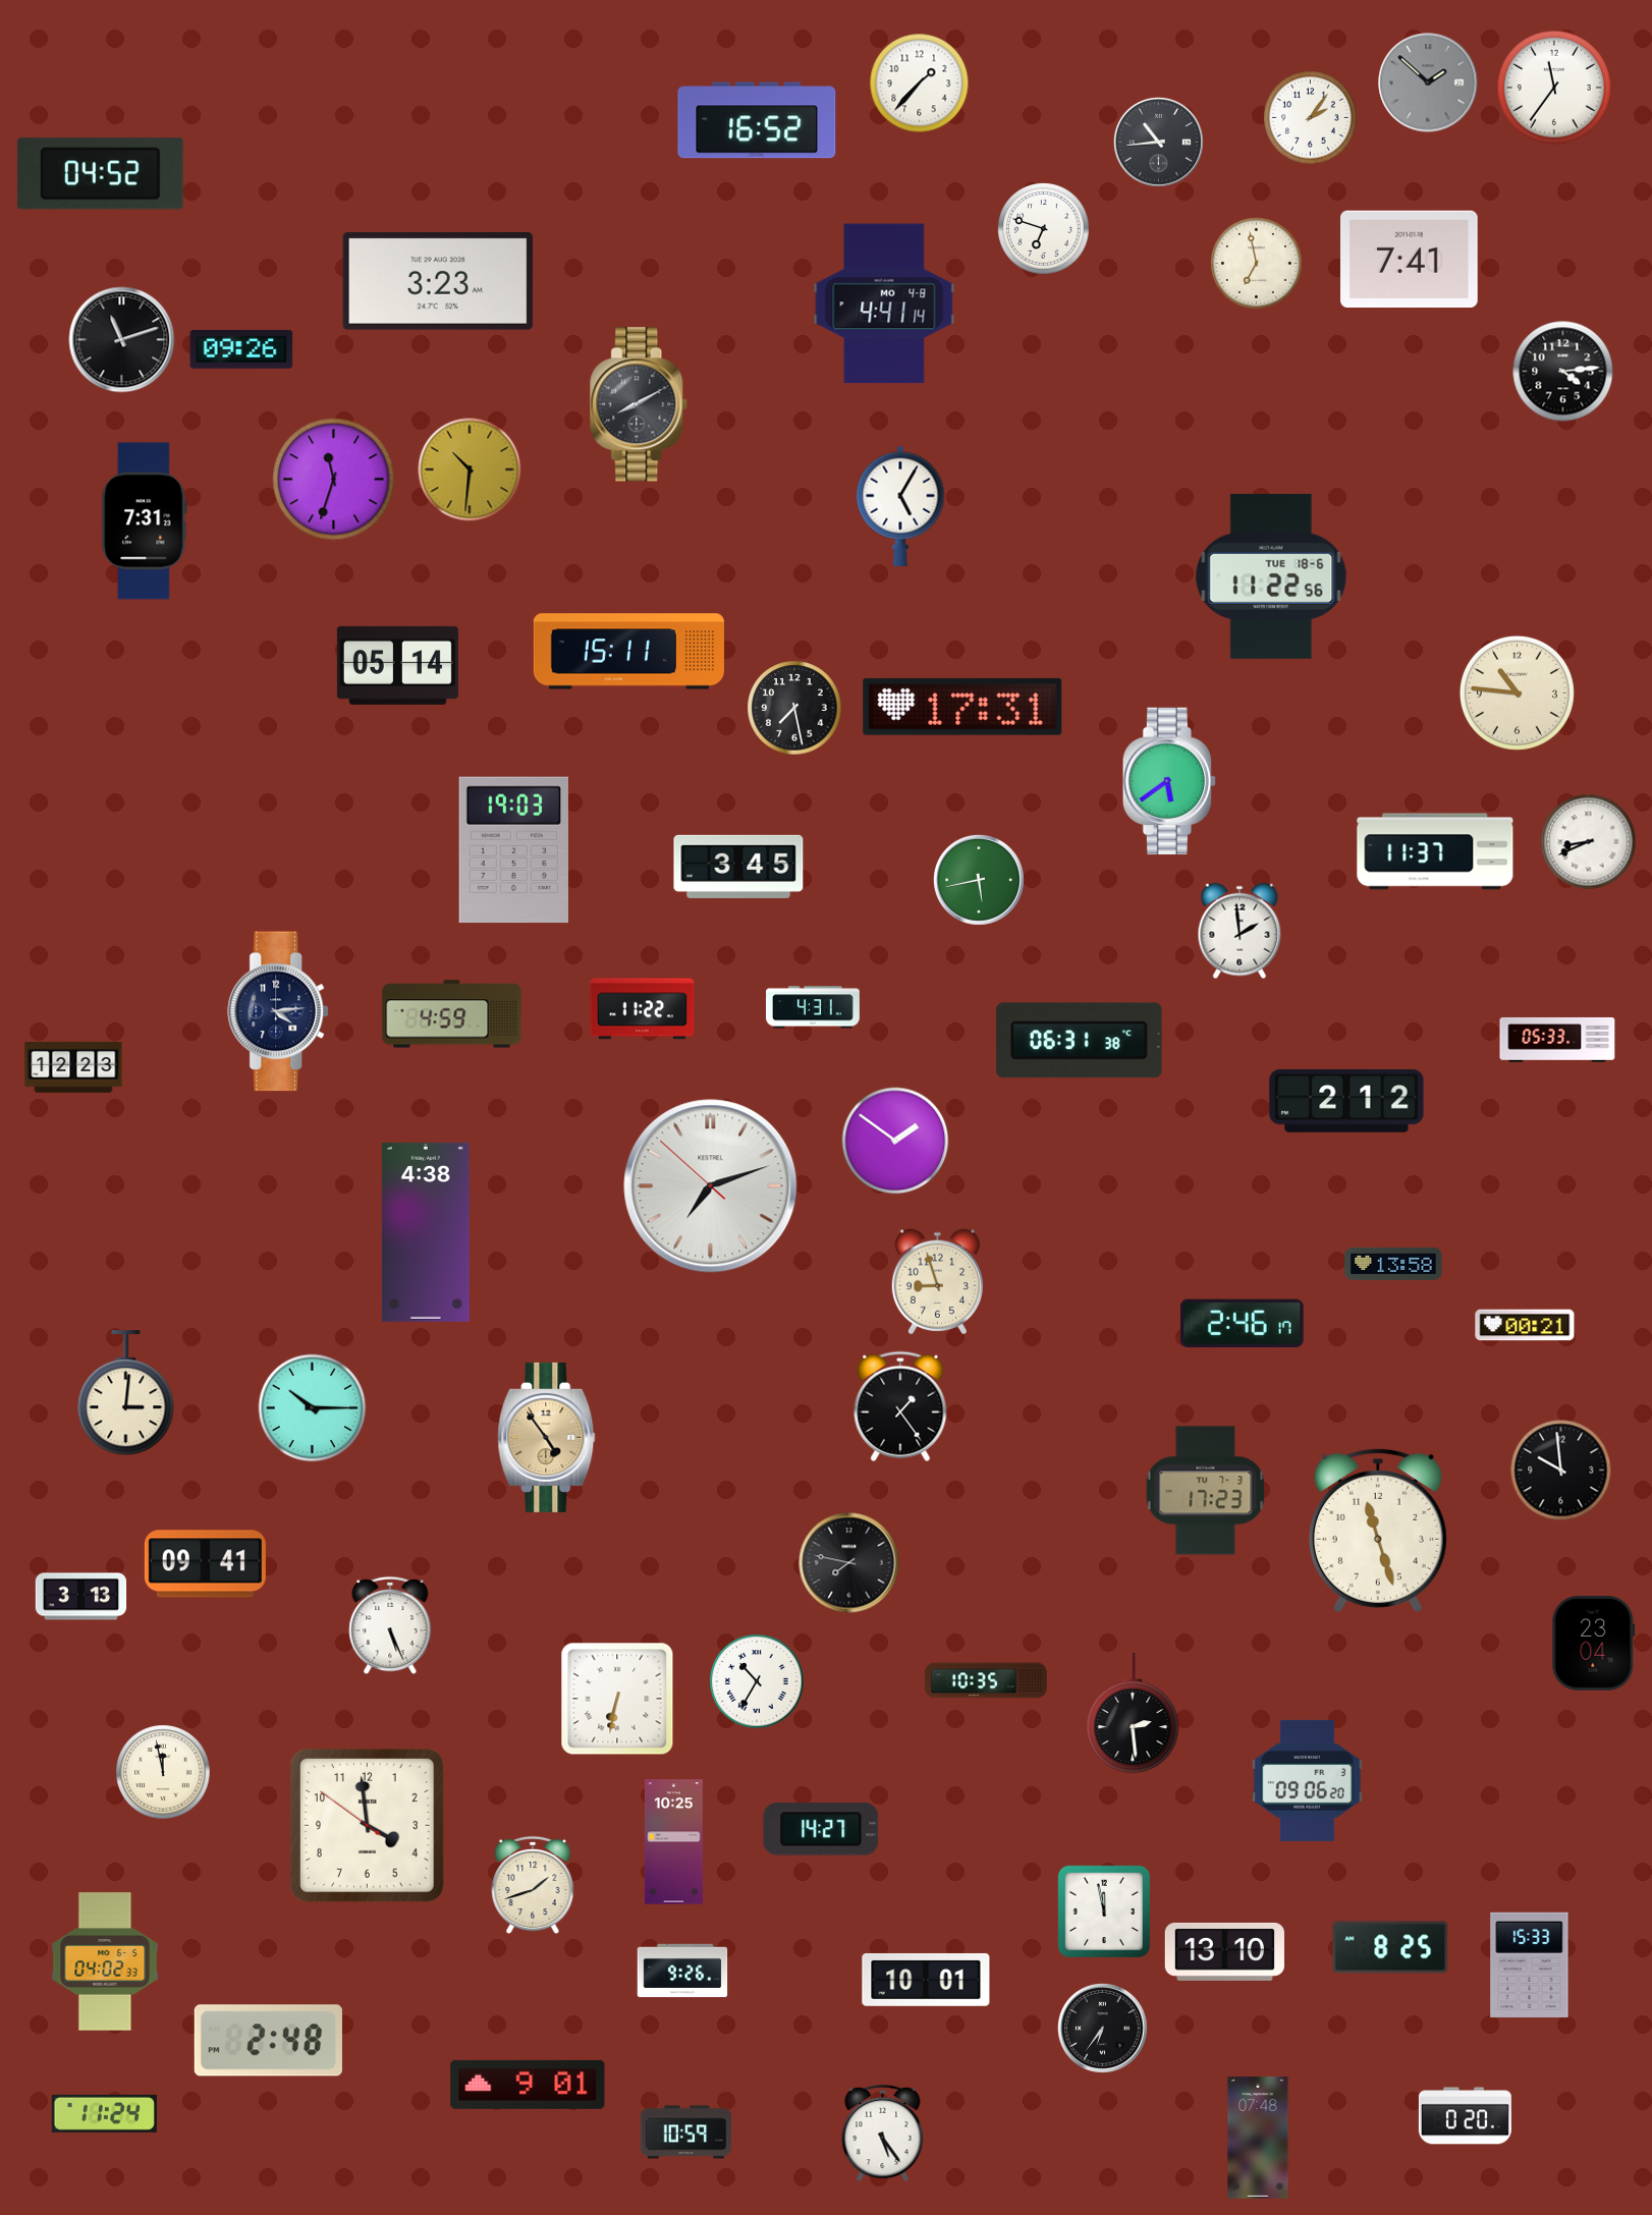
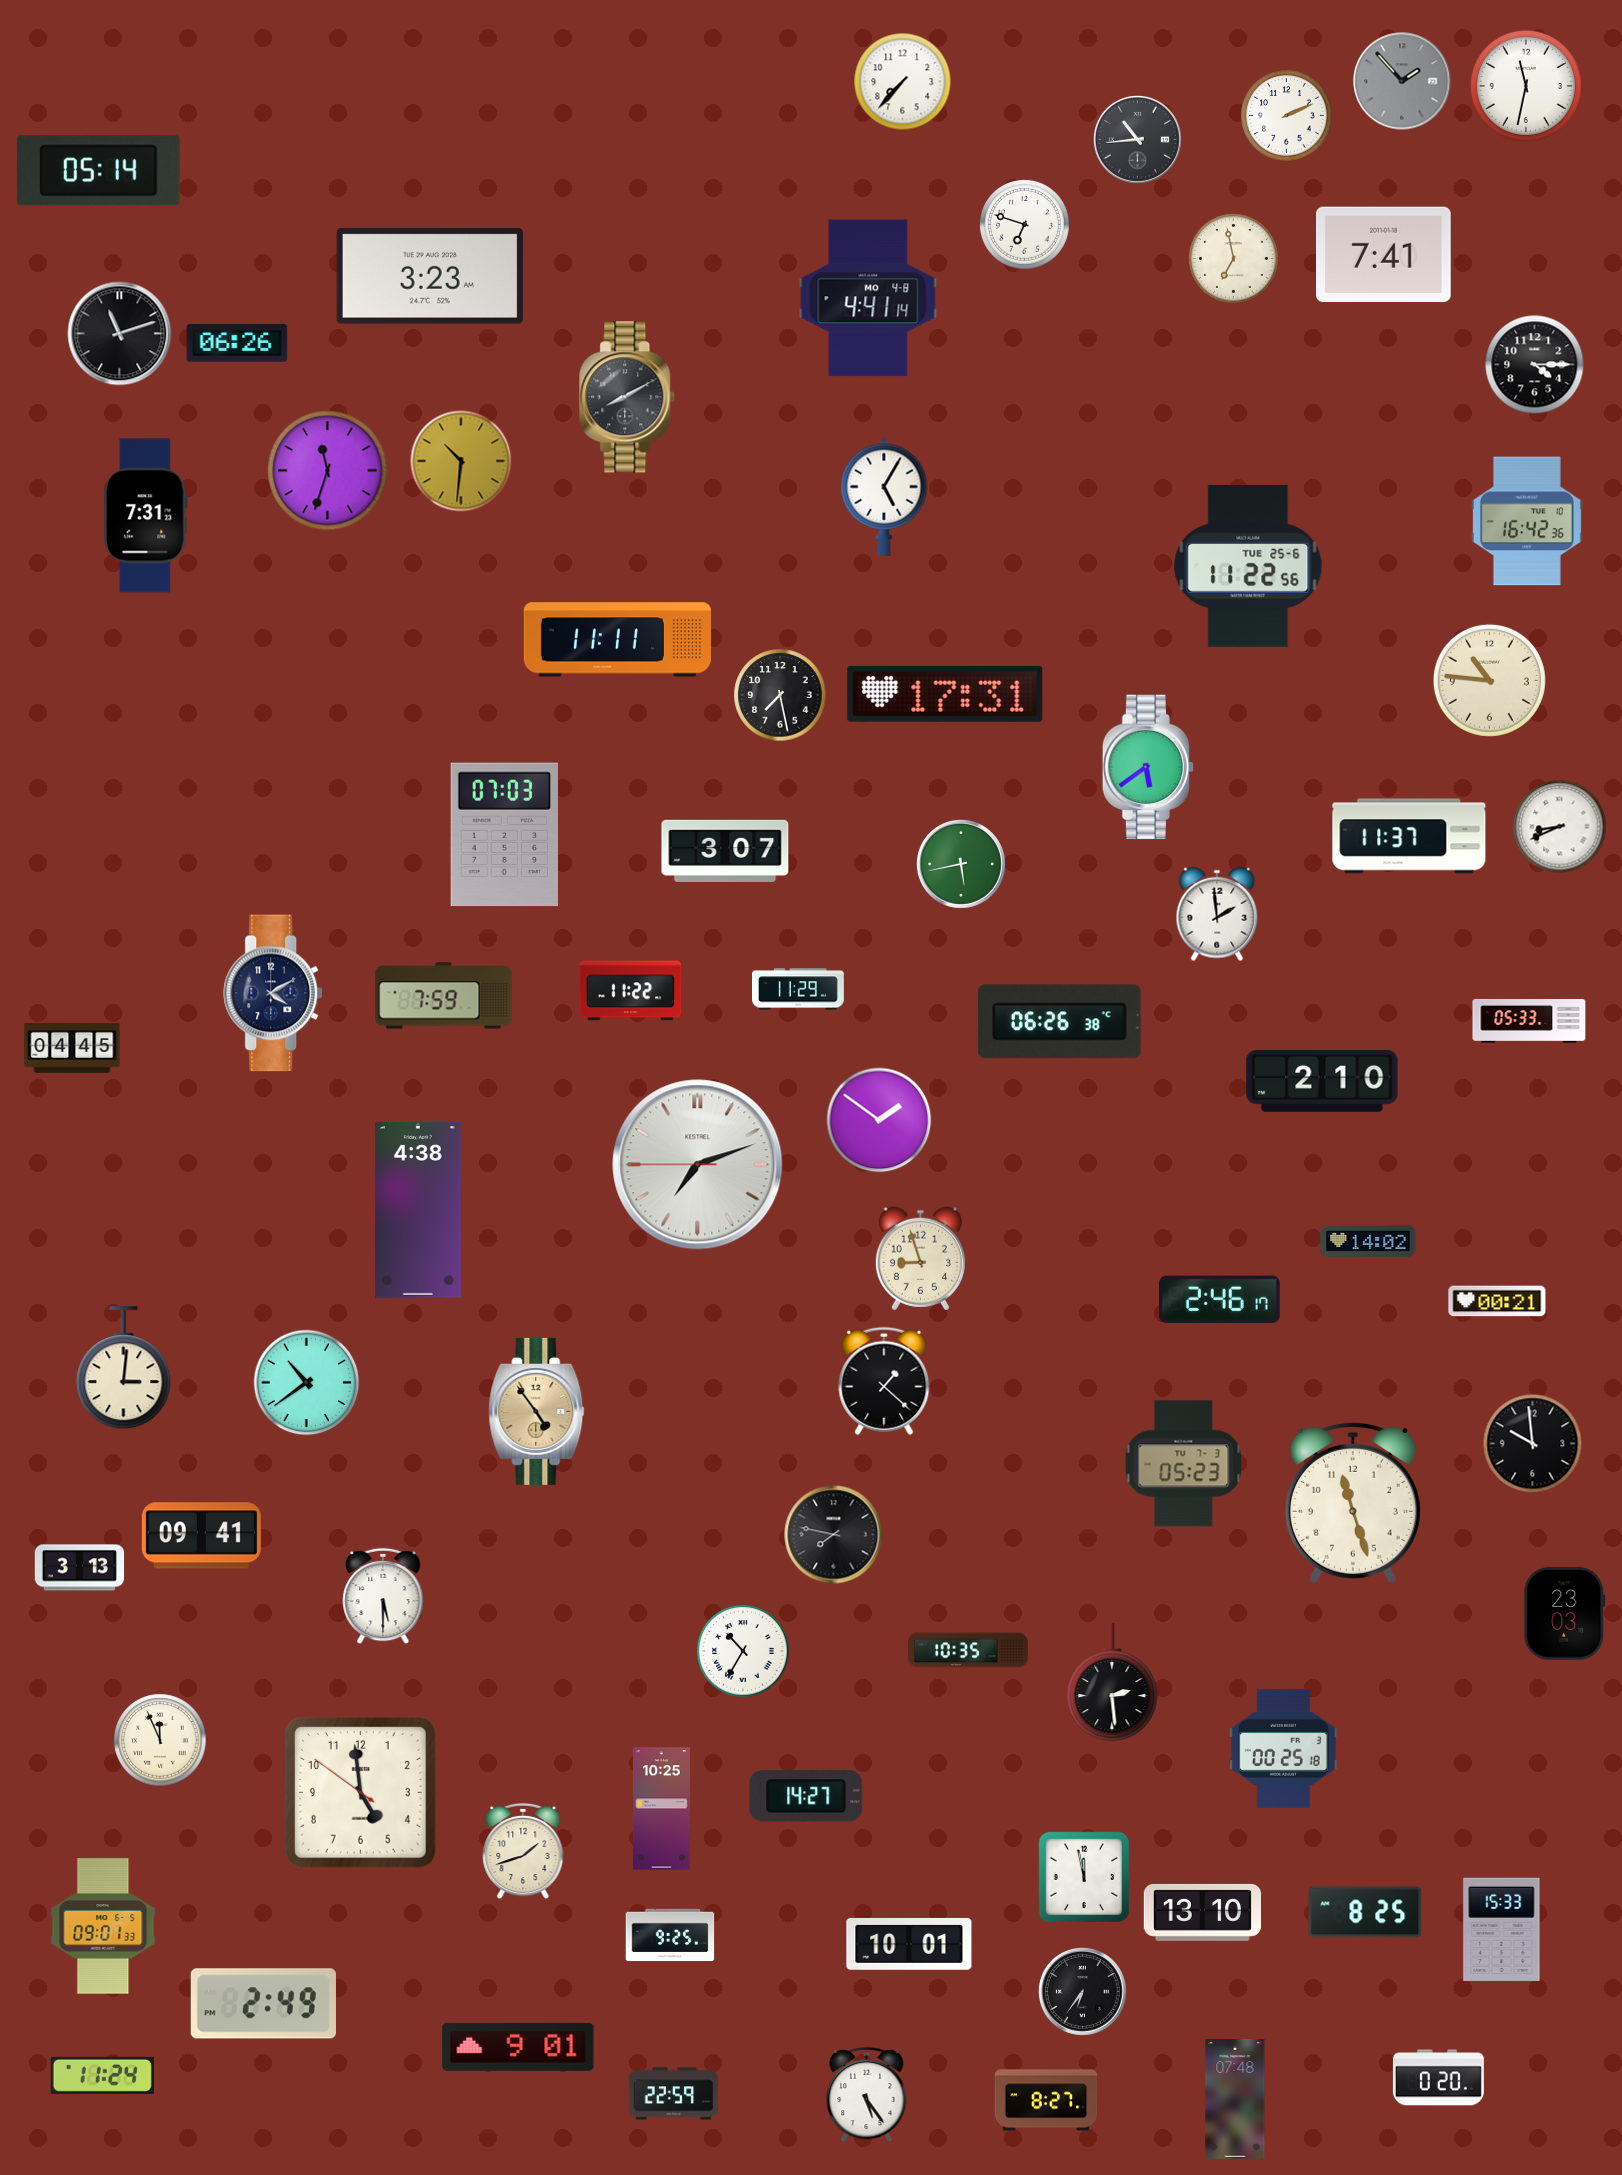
clock at (1428, 82): 1:52 -> 1:53
clock at (920, 84): 1:37 -> 7:37
clock at (1554, 88): 11:36 -> 11:32
clock at (1311, 118): 2:06 -> 2:11
clock at (757, 120): 16:52 -> none
clock at (100, 174): 04:52 -> 05:14
clock at (241, 349): 09:26 -> 06:26
clock at (1563, 372): 4:14 -> 4:15
clock at (145, 521) position: (145, 521) -> (146, 516)
clock at (1527, 521): none -> 16:42
clock at (1271, 576) date: TUE 18-6 -> TUE 25-6
clock at (628, 652): 15:11 -> 11:11
clock at (397, 665): 05:14 -> none
clock at (513, 850): 19:03 -> 07:03
clock at (738, 867): 3:45 -> 3:07
clock at (814, 1007): 4:31 -> 11:29
clock at (279, 1011): 4:14 -> 4:10
clock at (452, 1014): 4:59 -> 7:59
clock at (1079, 1041): 06:31 -> 06:26
clock at (73, 1067): 12:23 -> 04:45
clock at (1346, 1102): 2:12 -> 2:10
clock at (711, 1186): 7:11:52 -> 7:11:45
clock at (1393, 1264): 13:58 -> 14:02
clock at (900, 1406): 1:24 -> 1:22
clock at (313, 1408): 10:15 -> 10:39
clock at (1206, 1491): 17:23 -> 05:23
clock at (390, 1625): 5:26 -> 5:30
clock at (1594, 1644): 23:04 -> 23:03
clock at (617, 1699): 6:32 -> none
clock at (163, 1772): 11:58 -> 11:56
clock at (1307, 1780): 09:06 -> 00:25
clock at (368, 1826): 3:58 -> 4:58
clock at (1224, 1951) position: (1224, 1951) -> (1202, 1912)
clock at (105, 1961): 04:02 -> 09:01
clock at (682, 1971): 9:26 -> 9:25
clock at (268, 2041): 2:48 -> 2:49
clock at (685, 2133): 10:59 -> 22:59
clock at (1046, 2100): none -> 8:27
